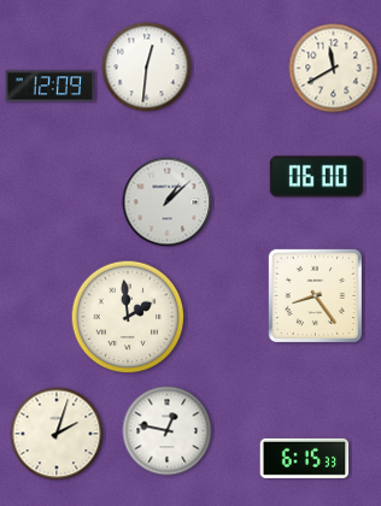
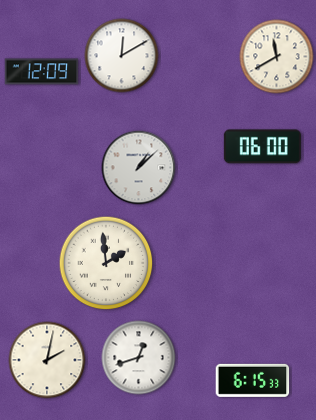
clock at (147, 67): 12:31 -> 12:10
clock at (315, 295): 8:24 -> none
clock at (168, 431): 12:47 -> 12:42
clock at (57, 434): 2:03 -> 2:02
